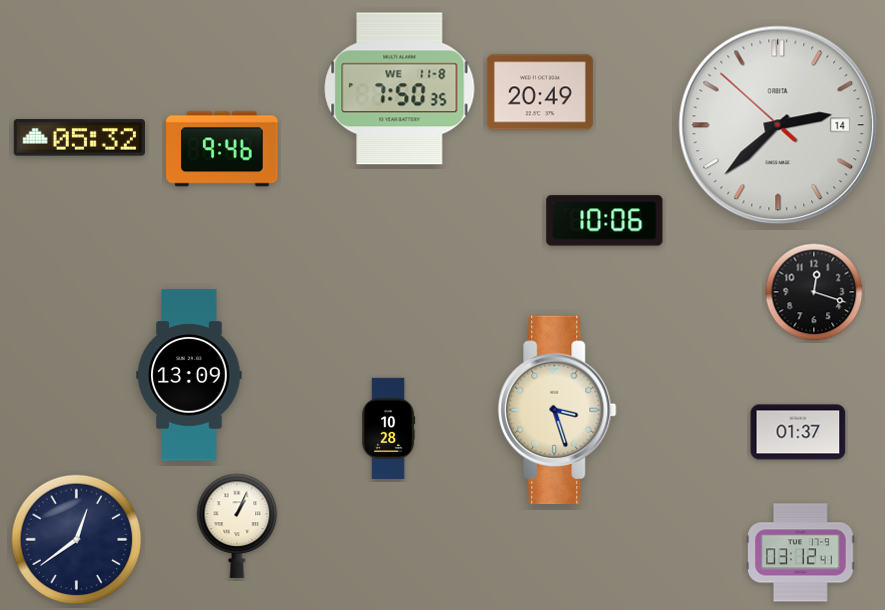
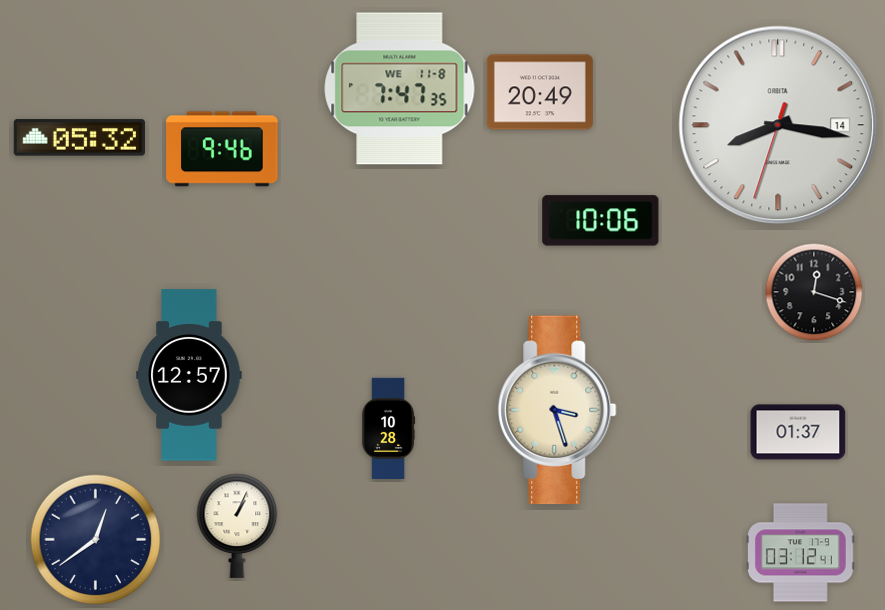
clock at (400, 89): 7:50 -> 7:47
clock at (778, 125): 2:37 -> 8:16
clock at (605, 221) position: (605, 221) -> (601, 221)
clock at (189, 375): 13:09 -> 12:57
clock at (77, 540) position: (77, 540) -> (96, 540)
